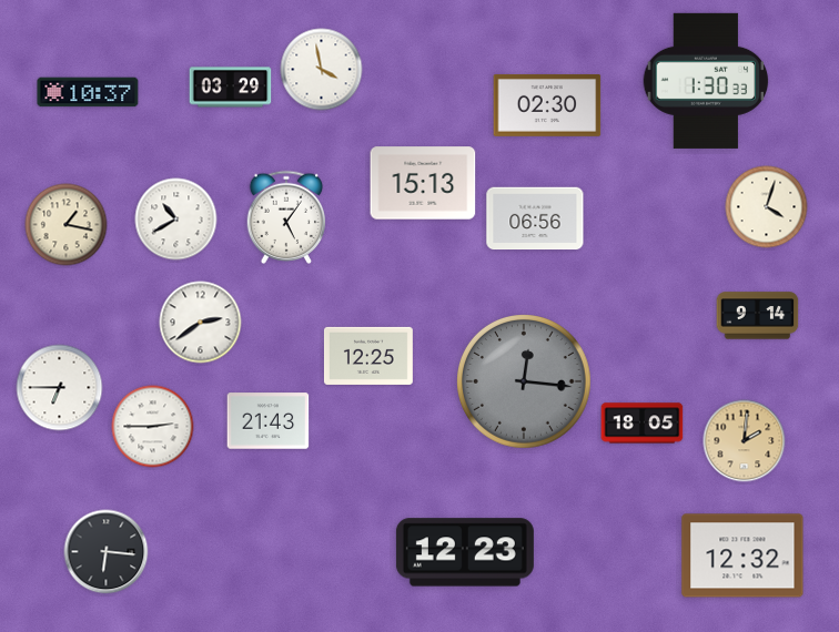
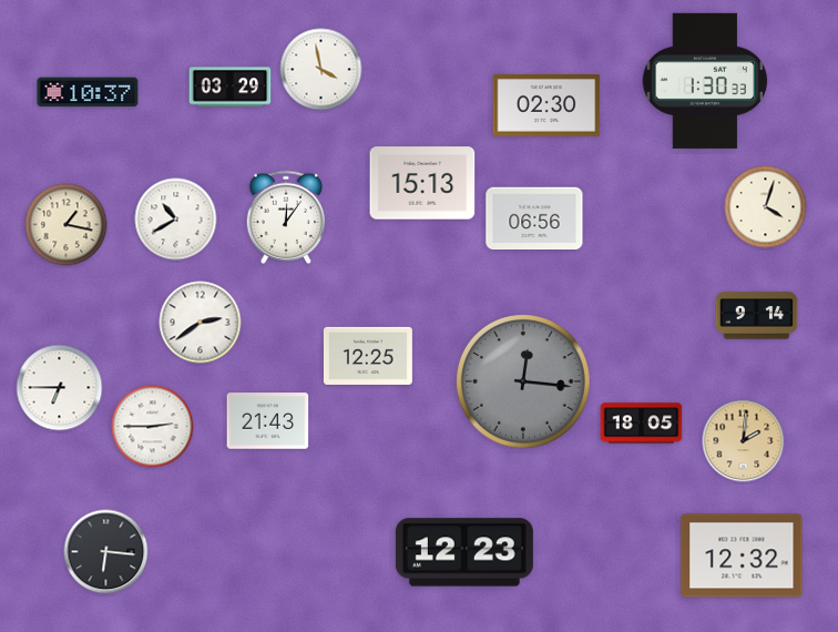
clock at (286, 216): 5:06 -> 12:06
